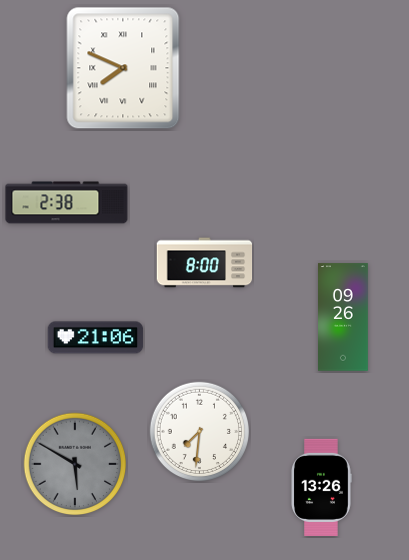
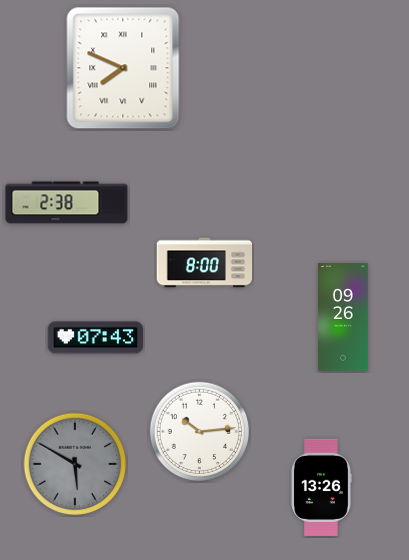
clock at (96, 338): 21:06 -> 07:43
clock at (200, 432): 7:31 -> 10:14
